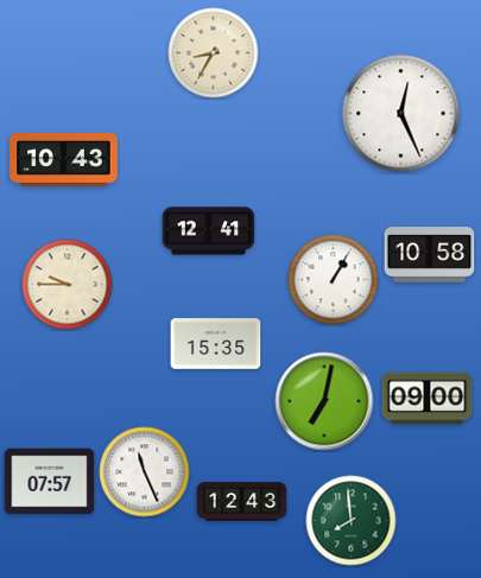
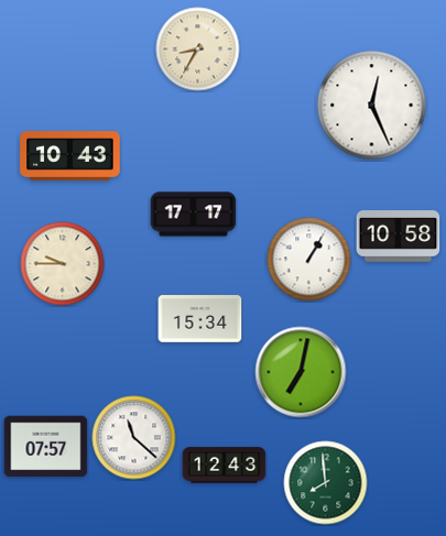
clock at (64, 160) position: (64, 160) -> (70, 156)
clock at (209, 231): 12:41 -> 17:17
clock at (216, 344): 15:35 -> 15:34
clock at (428, 399): 09:00 -> none
clock at (145, 472): 11:26 -> 11:22
